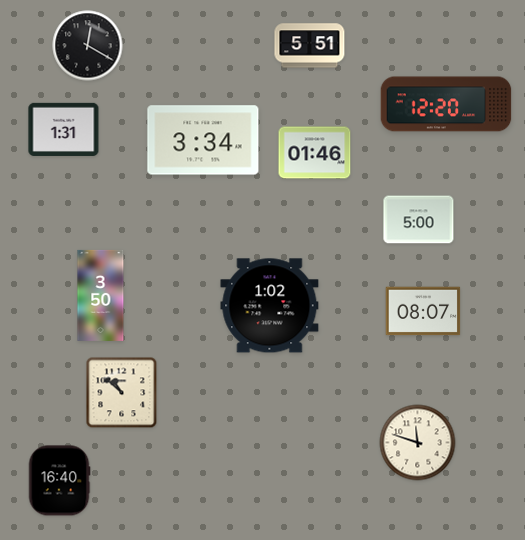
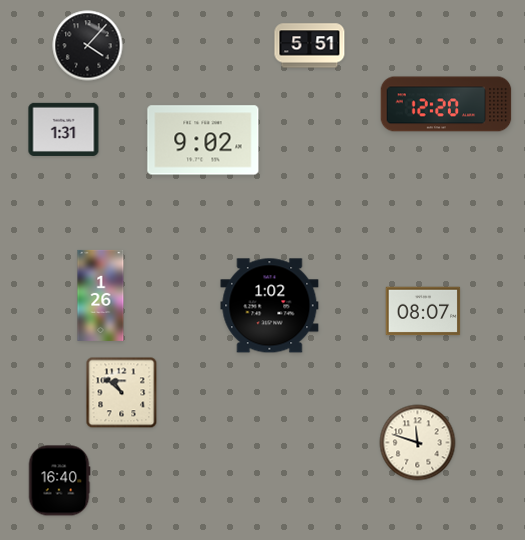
clock at (88, 46): 12:20 -> 4:07
clock at (203, 140): 3:34 -> 9:02
clock at (315, 153): 01:46 -> none
clock at (419, 220): 5:00 -> none
clock at (101, 295): 3:50 -> 1:26
